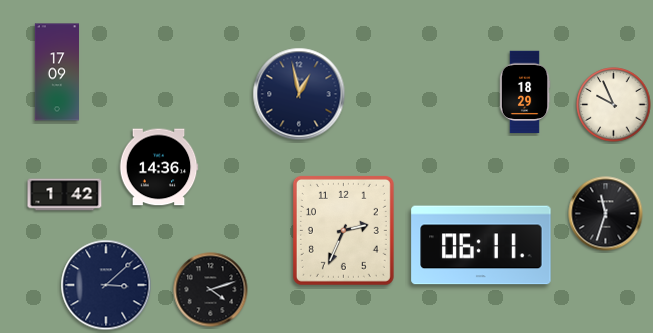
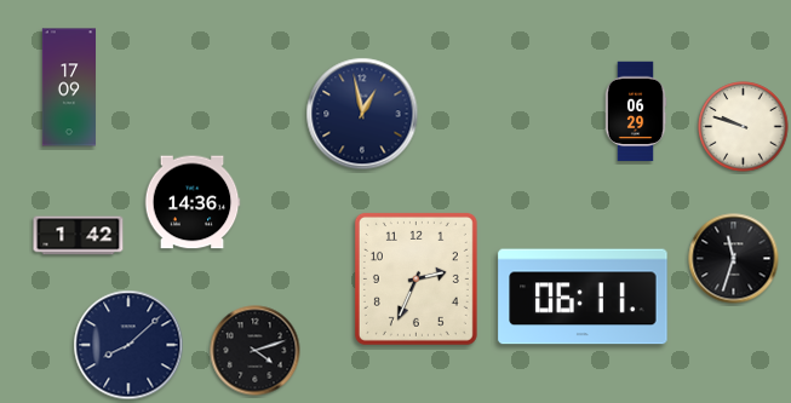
clock at (525, 92): 18:29 -> 06:29
clock at (614, 105): 9:56 -> 9:48
clock at (106, 285): 3:08 -> 8:08
